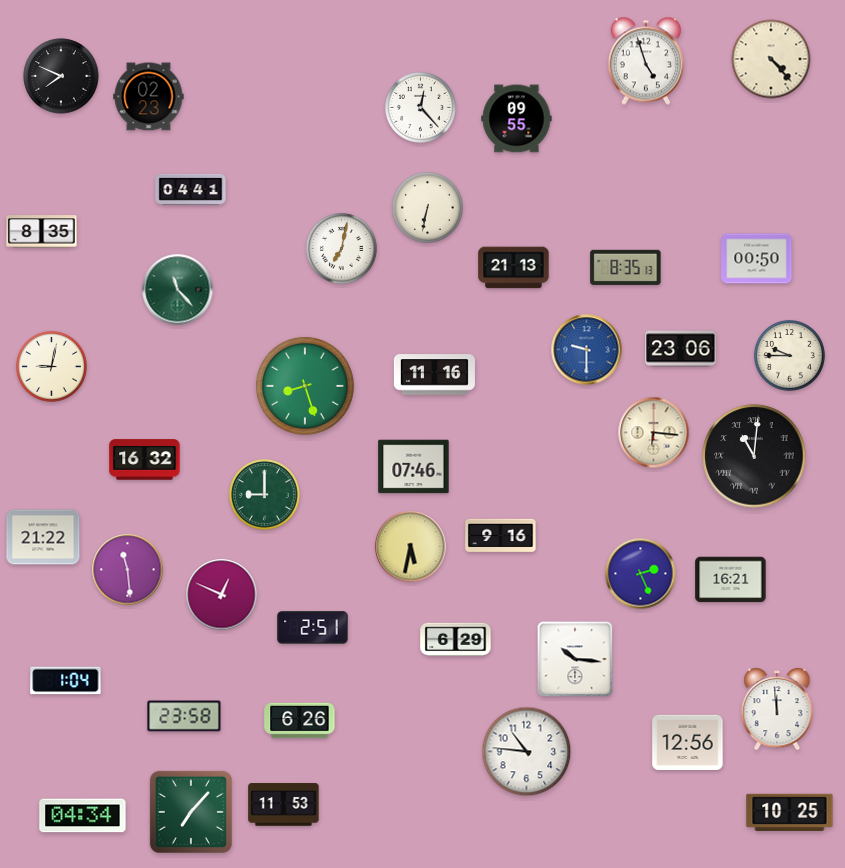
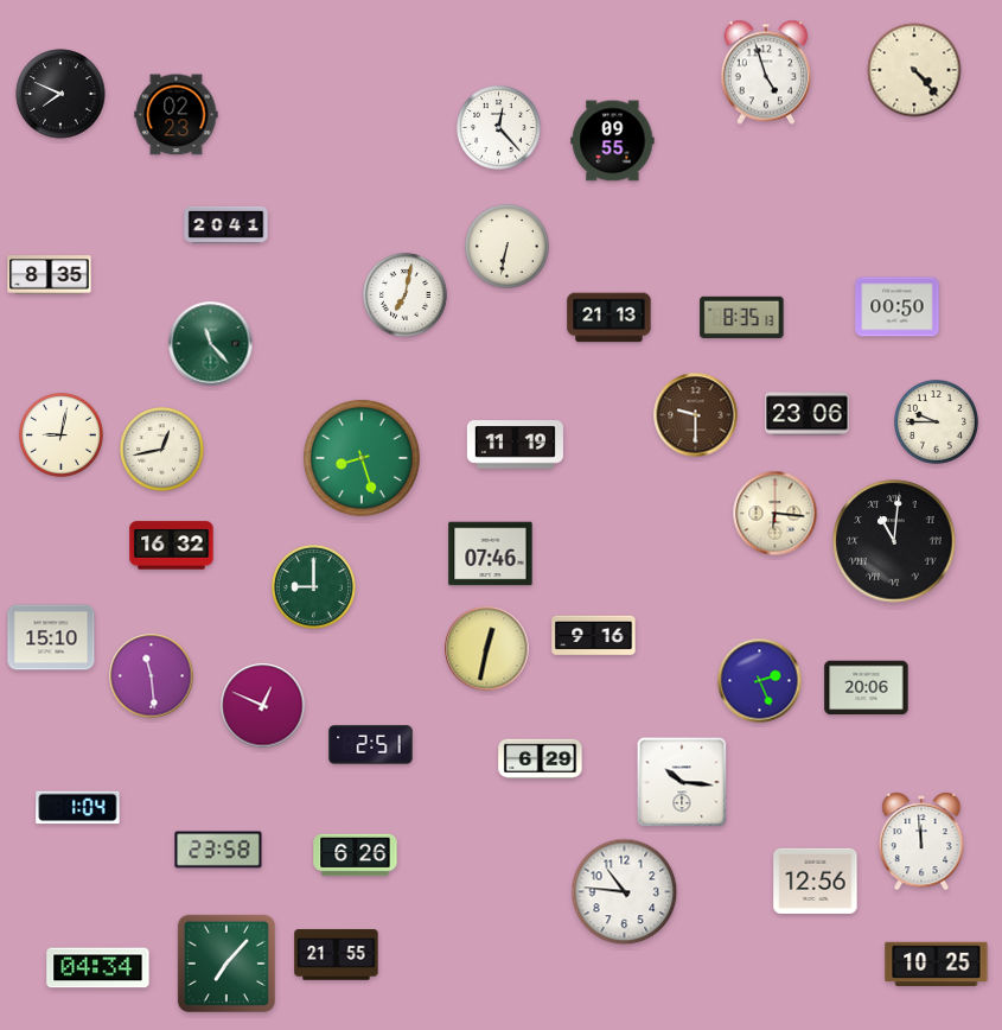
clock at (61, 76) position: (61, 76) -> (60, 94)
clock at (191, 189): 04:41 -> 20:41
clock at (587, 350) dial: blue -> brown
clock at (434, 375): 11:16 -> 11:19
clock at (161, 449): none -> 12:43
clock at (43, 537): 21:22 -> 15:10
clock at (411, 547): 5:32 -> 12:32
clock at (731, 580): 16:21 -> 20:06
clock at (284, 805): 11:53 -> 21:55
